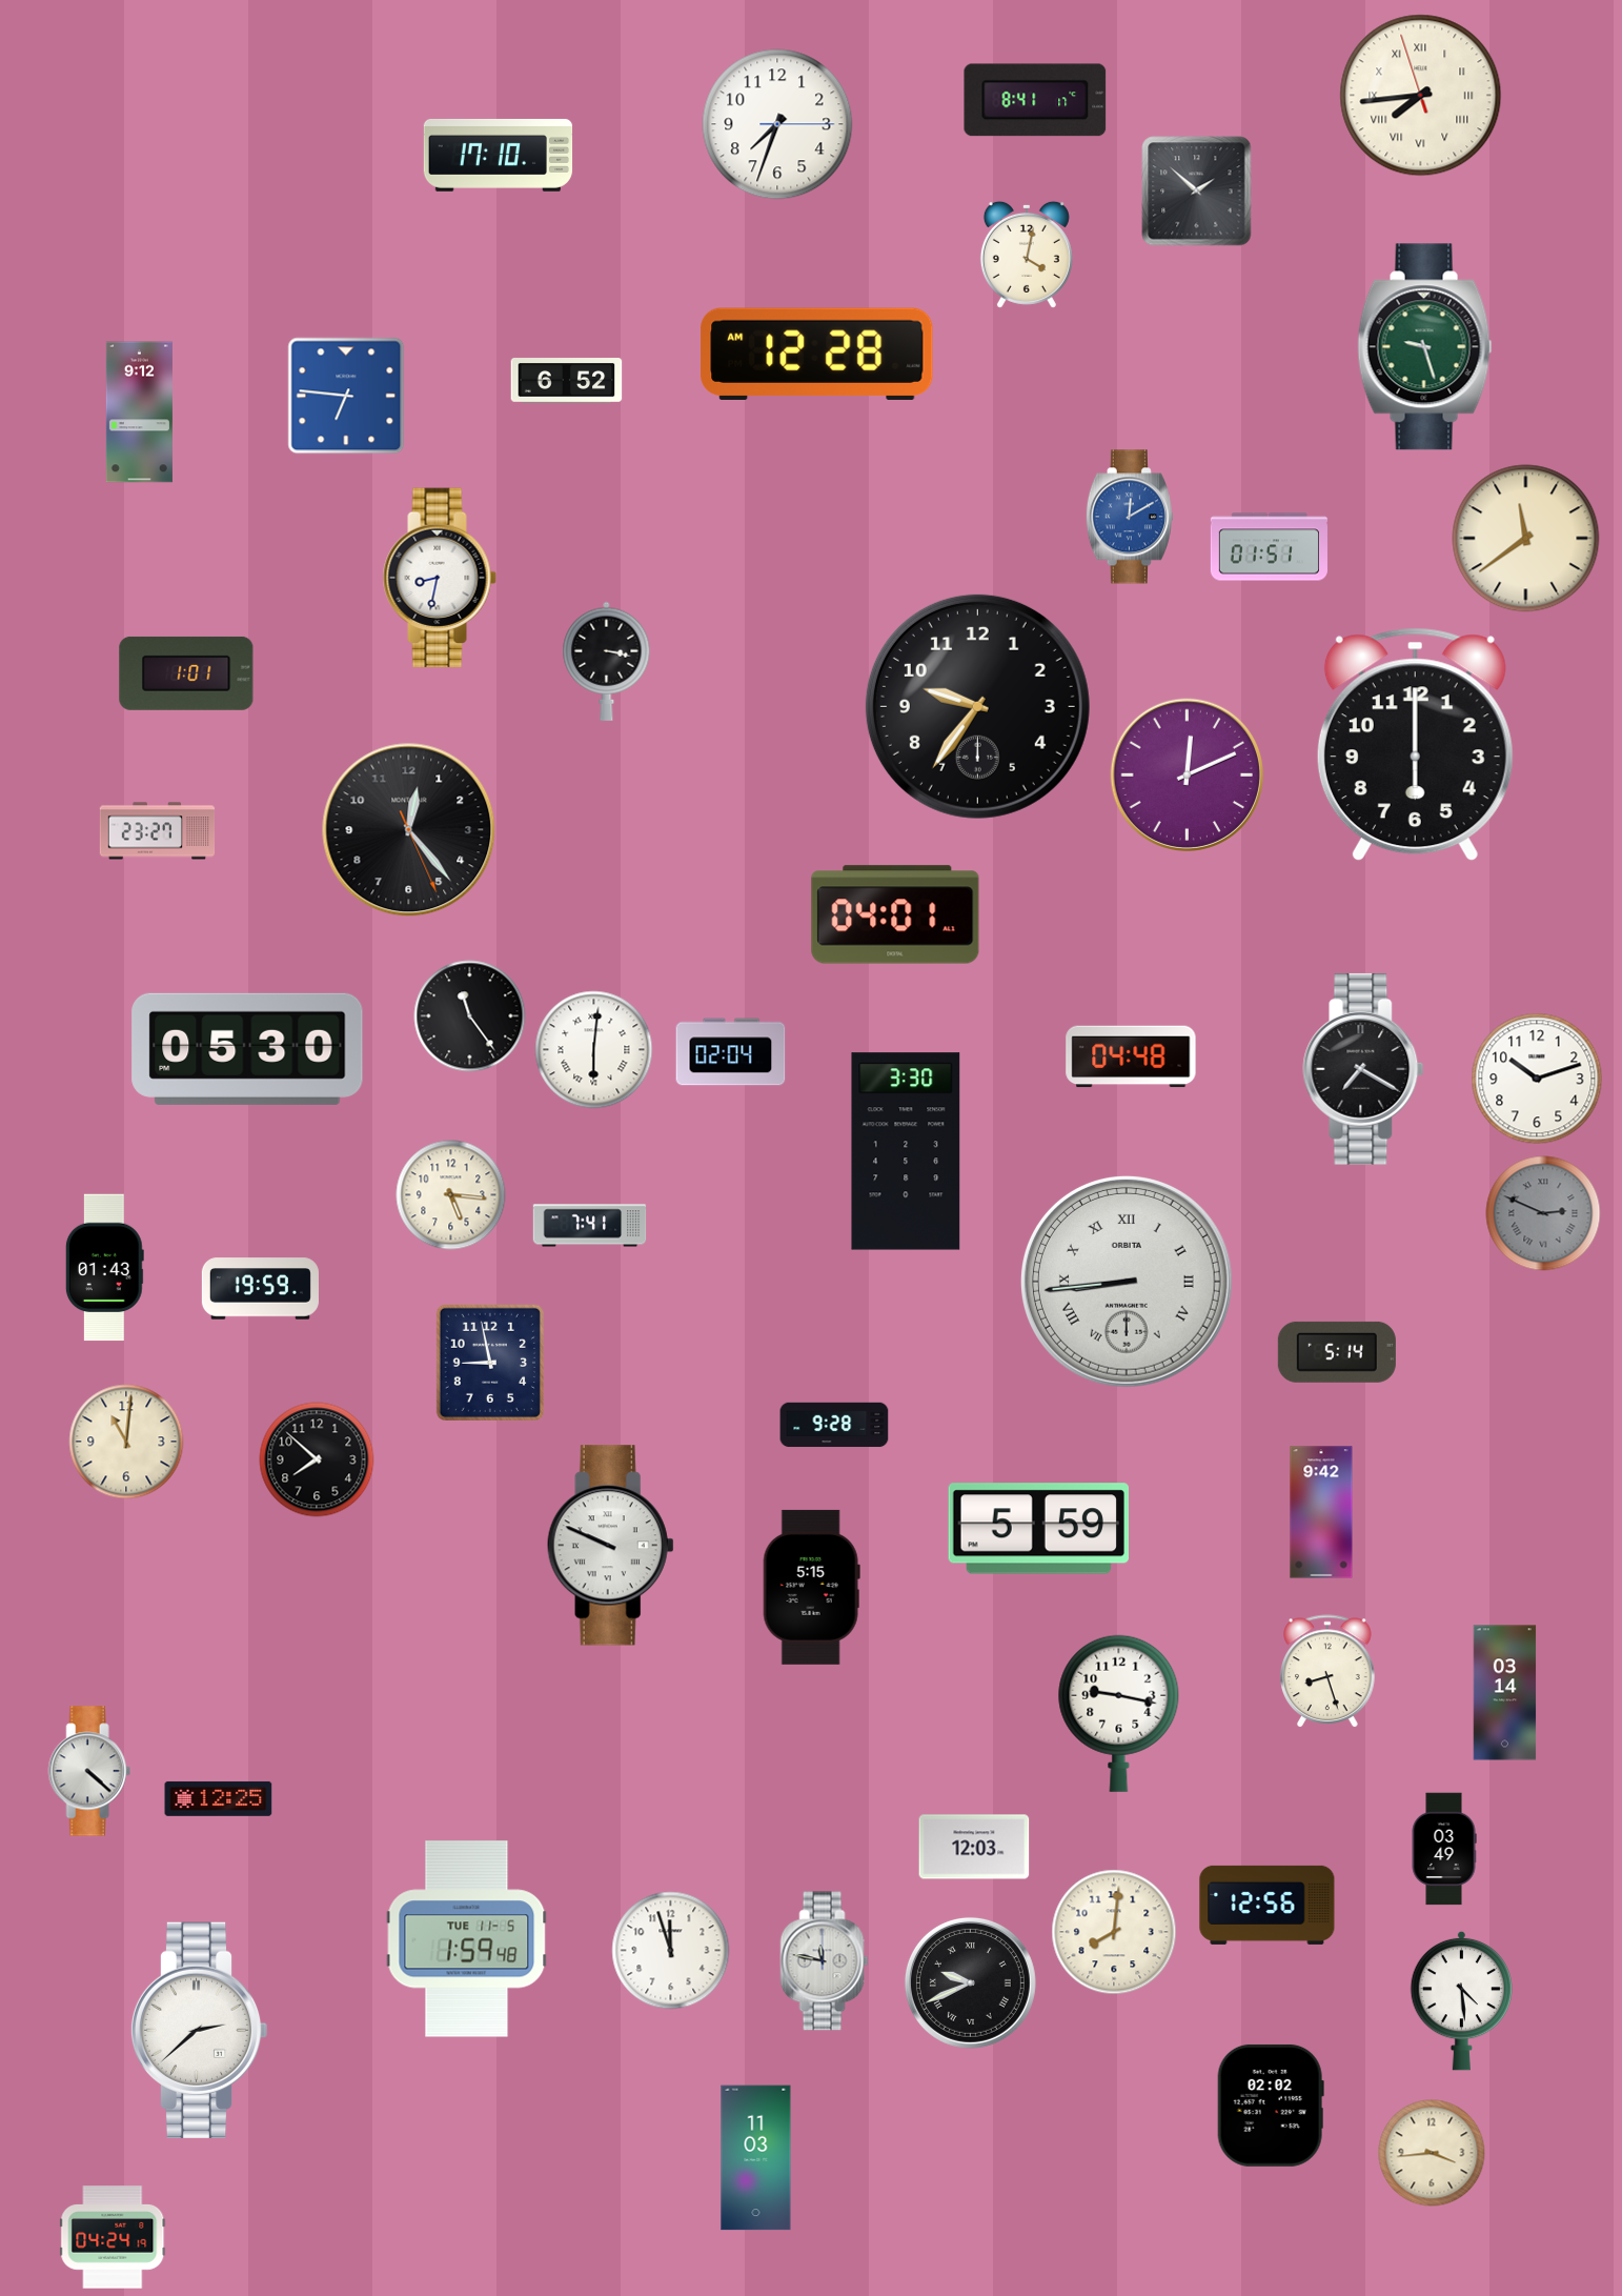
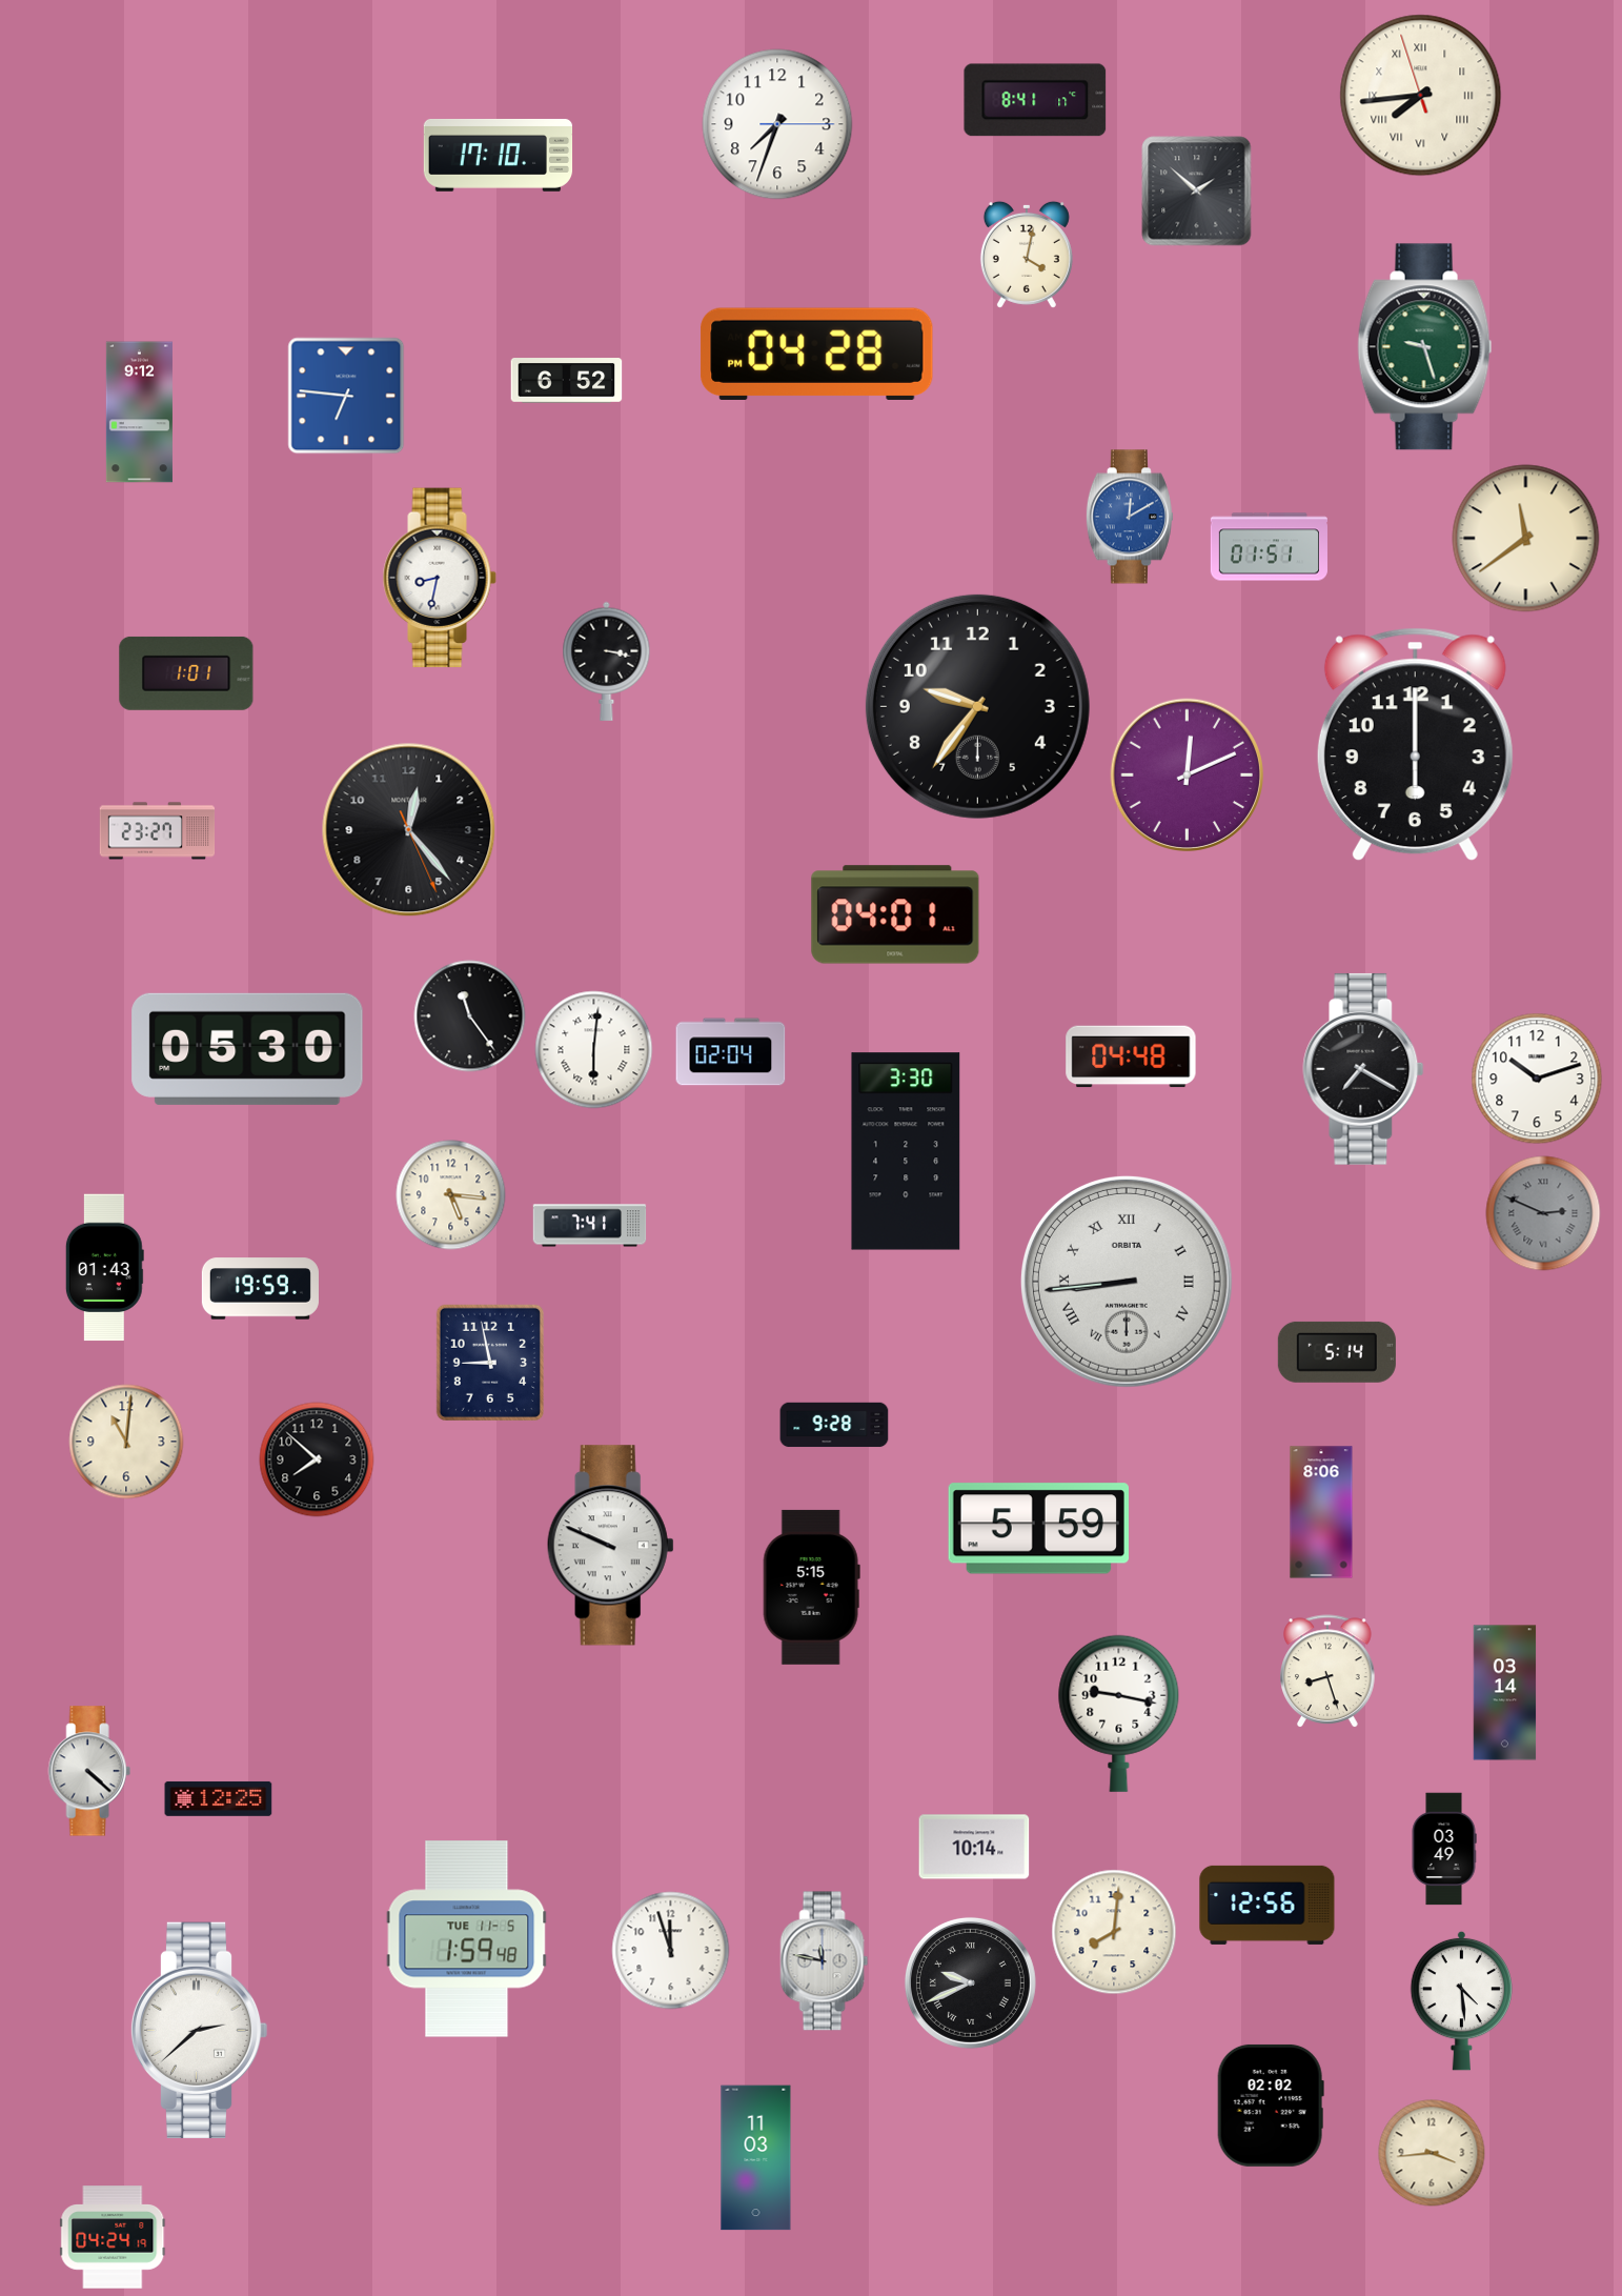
clock at (817, 354): 12:28 -> 04:28
clock at (1321, 1512): 9:42 -> 8:06
clock at (974, 1847): 12:03 -> 10:14
